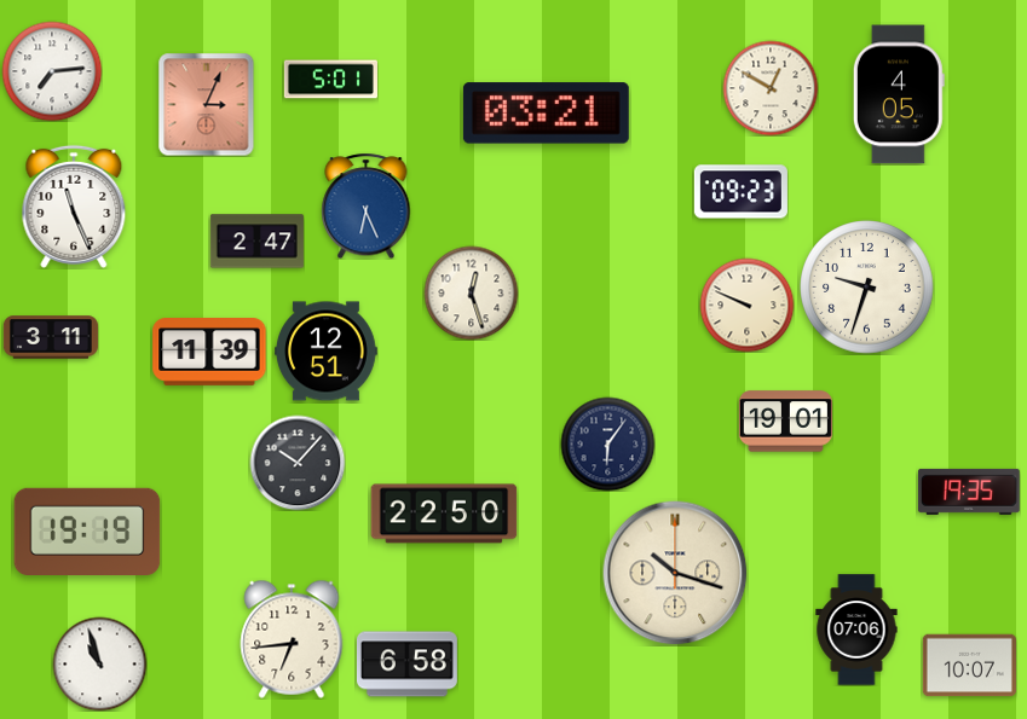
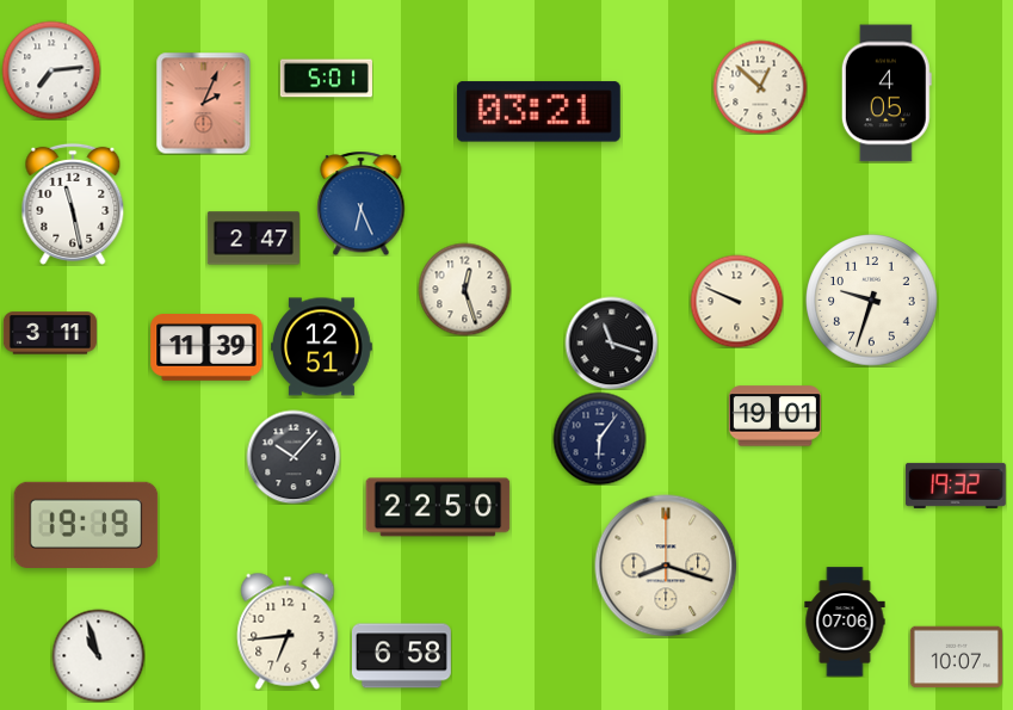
clock at (771, 88): 12:50 -> 12:52
clock at (207, 104): 3:04 -> 2:04
clock at (740, 192): 09:23 -> none
clock at (74, 207): 11:26 -> 11:28
clock at (867, 288) position: (867, 288) -> (872, 301)
clock at (611, 342): none -> 11:18
clock at (969, 492): 19:35 -> 19:32
clock at (675, 573): 10:18 -> 8:18
